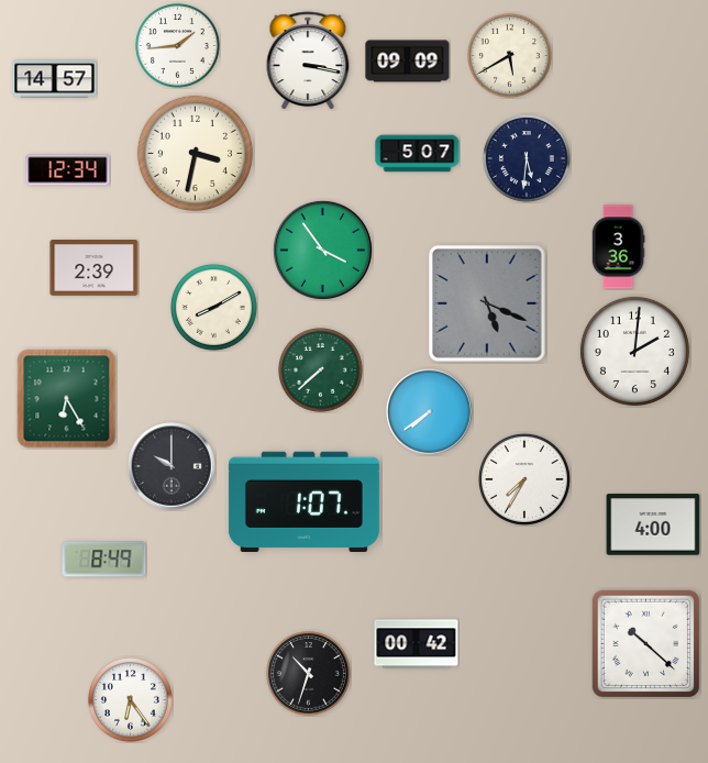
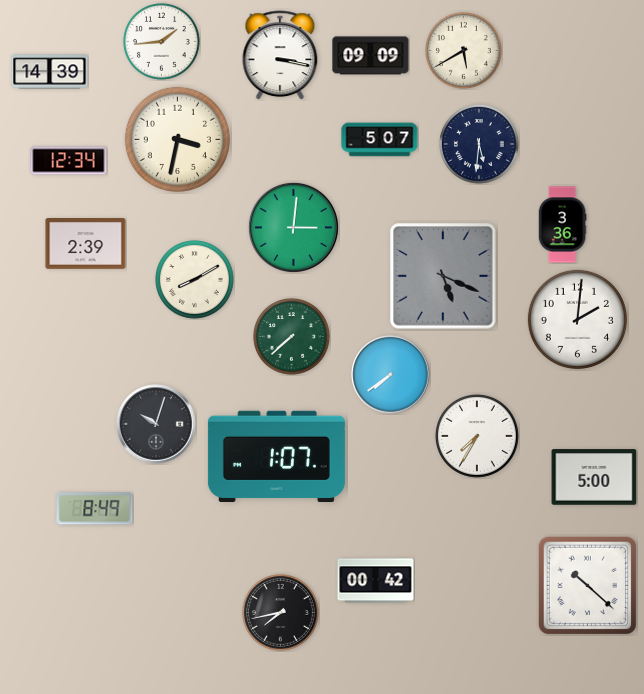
clock at (55, 79): 14:57 -> 14:39
clock at (68, 170) position: (68, 170) -> (69, 161)
clock at (322, 250): 3:54 -> 3:01
clock at (67, 399): 6:25 -> none
clock at (172, 466): 10:00 -> 10:03
clock at (653, 524): 4:00 -> 5:00
clock at (417, 644) position: (417, 644) -> (376, 581)
clock at (309, 674): 10:33 -> 7:43
clock at (131, 700): 6:24 -> none
